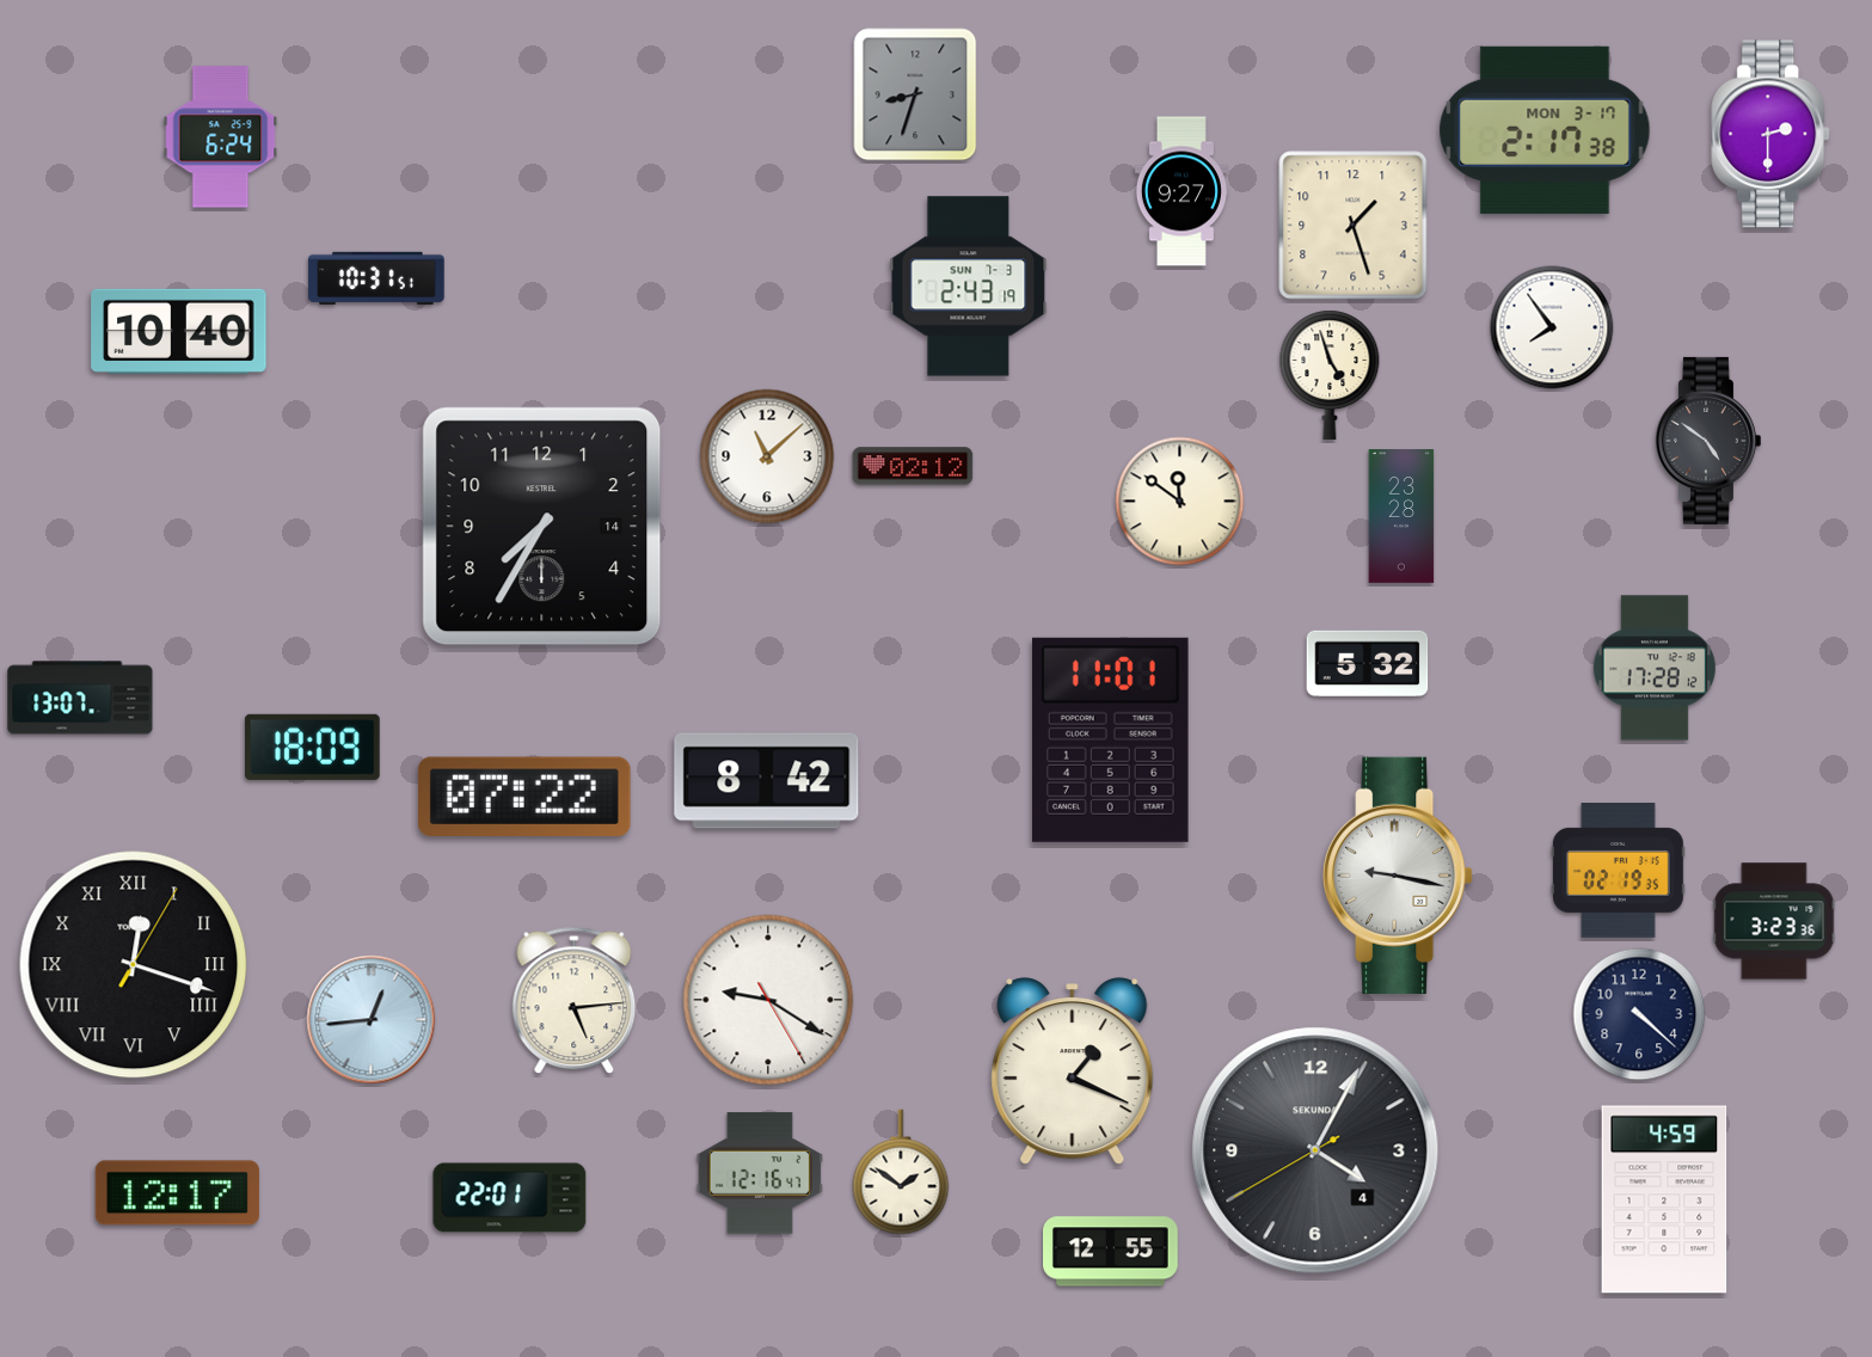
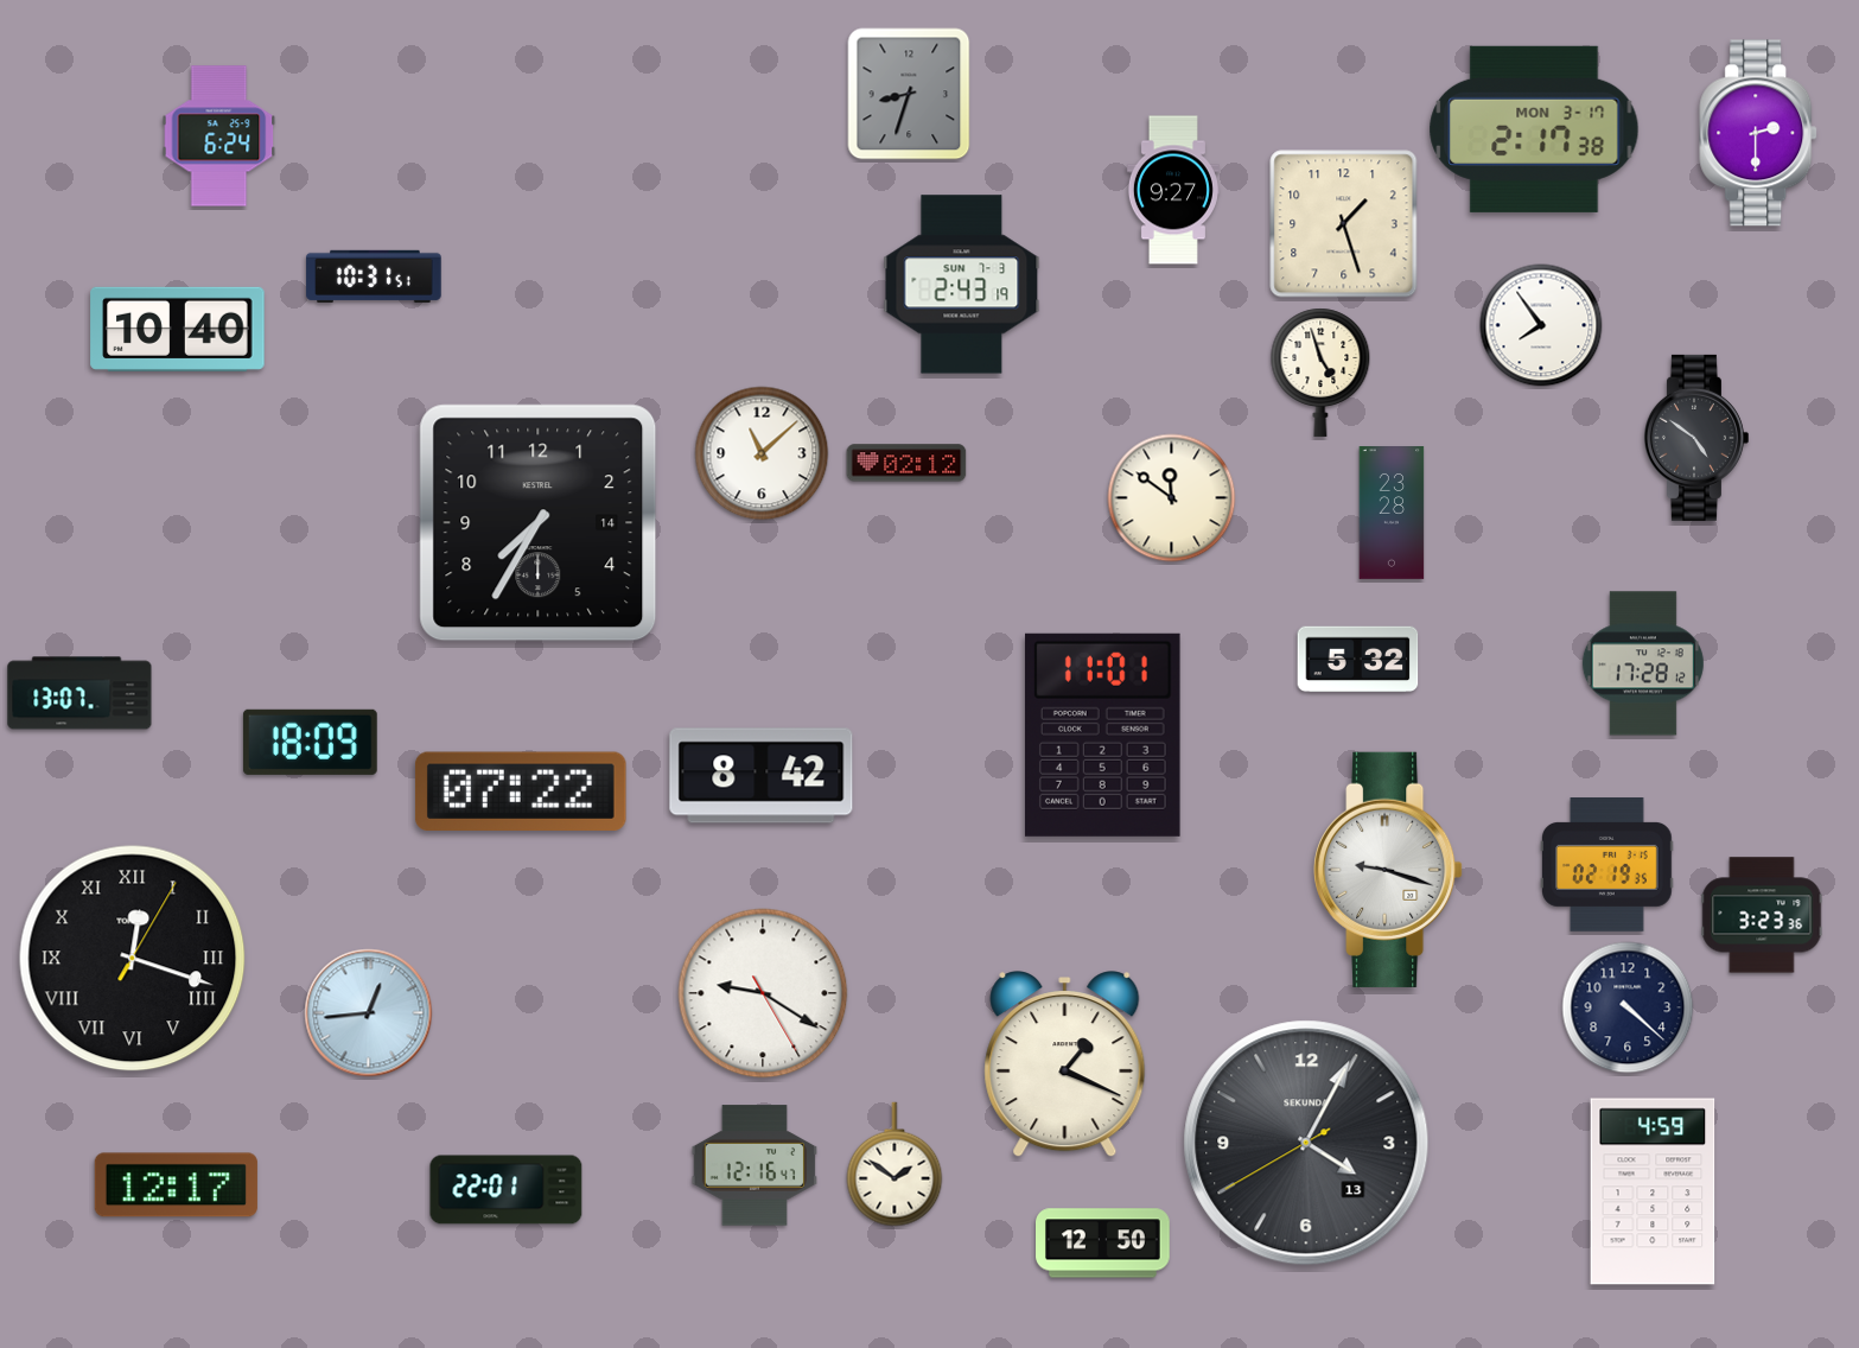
clock at (1398, 876): 9:17 -> 9:18
clock at (575, 1001): 5:14 -> none
clock at (1315, 1150) date: 4 -> 13
clock at (1111, 1252): 12:55 -> 12:50
